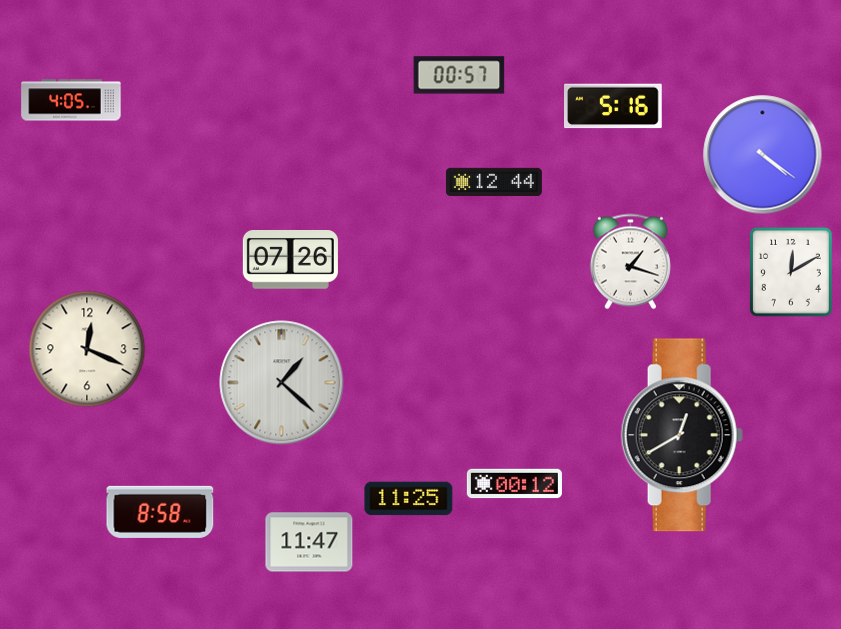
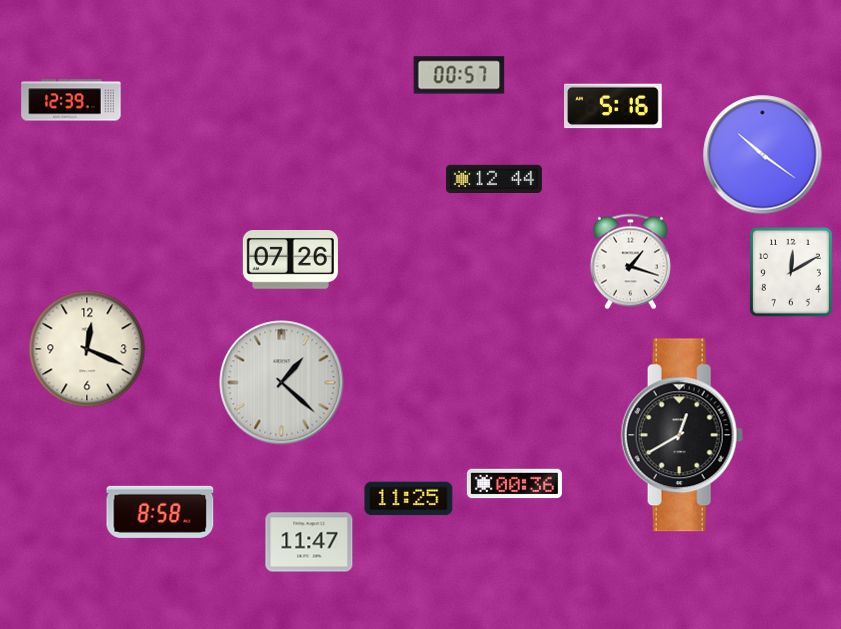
clock at (71, 100): 4:05 -> 12:39
clock at (763, 155): 4:21 -> 10:21
clock at (494, 181) position: (494, 181) -> (494, 178)
clock at (514, 484): 00:12 -> 00:36
